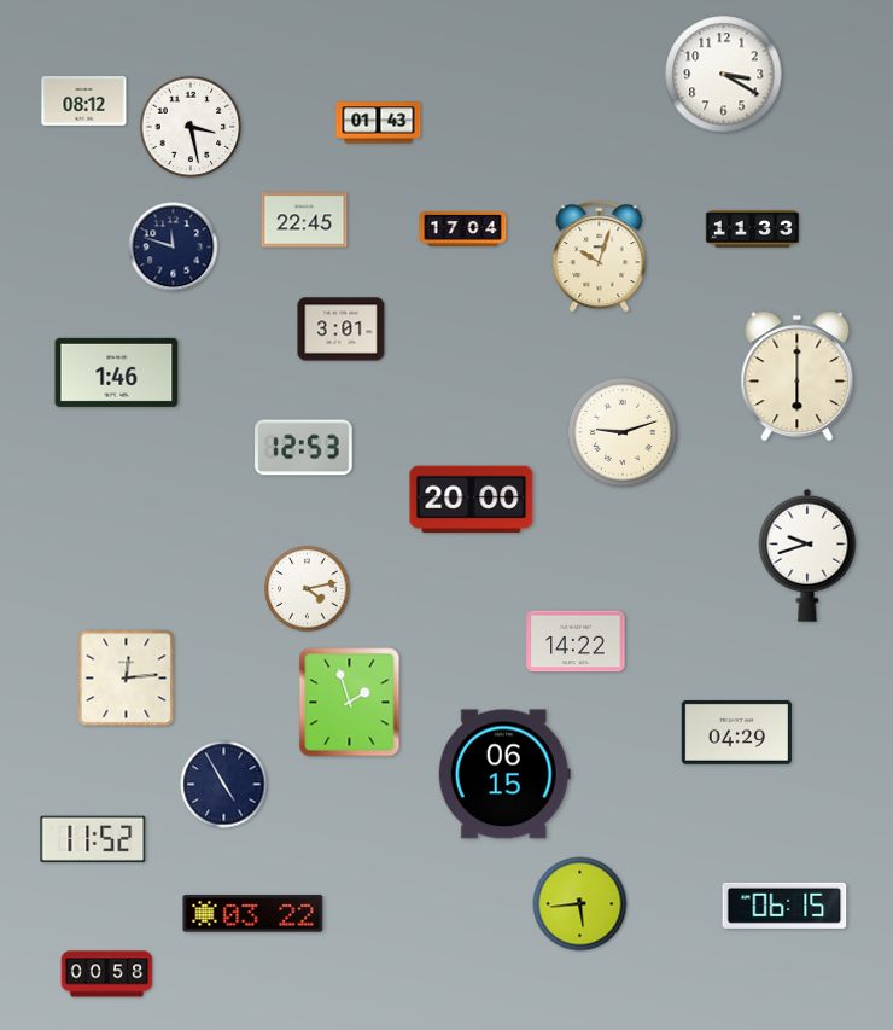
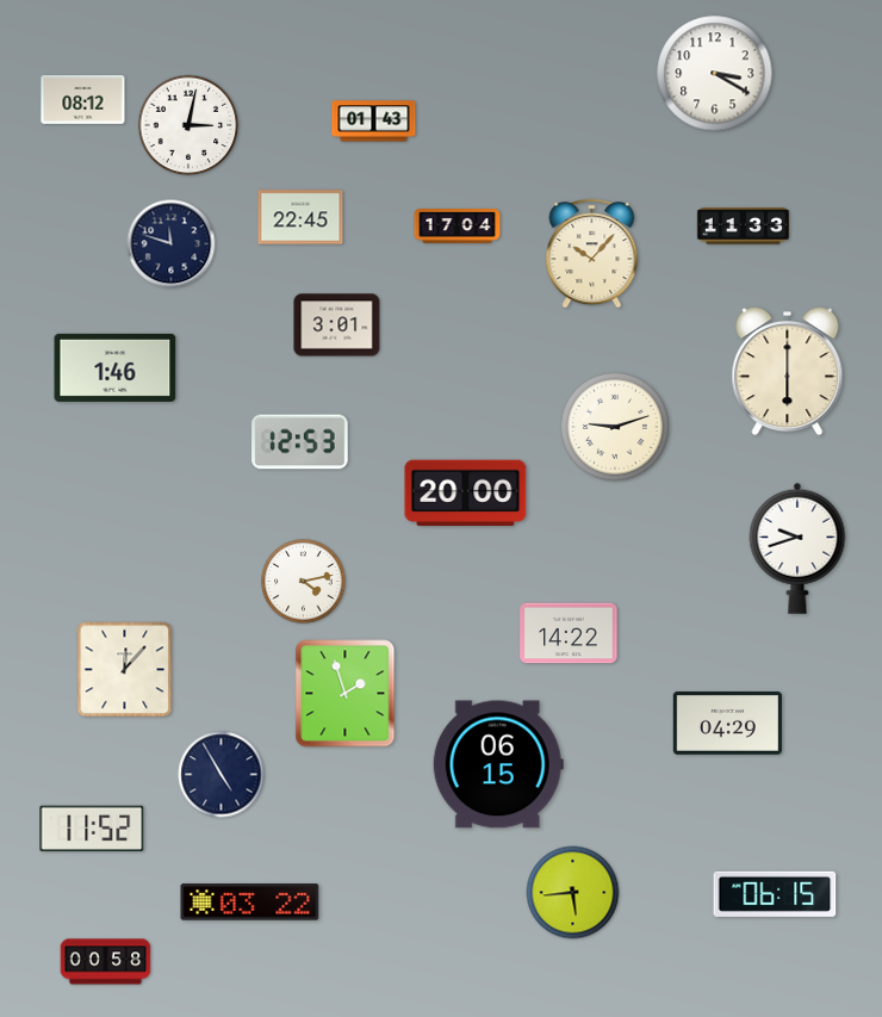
clock at (191, 127): 3:28 -> 3:02
clock at (600, 257): 10:03 -> 10:07
clock at (127, 679): 12:14 -> 12:07
